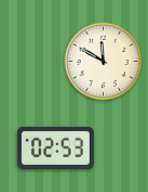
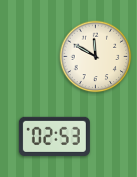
clock at (55, 148) position: (55, 148) -> (54, 136)
